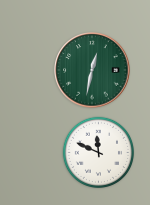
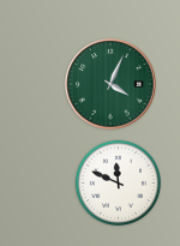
clock at (92, 70): 12:32 -> 4:04
